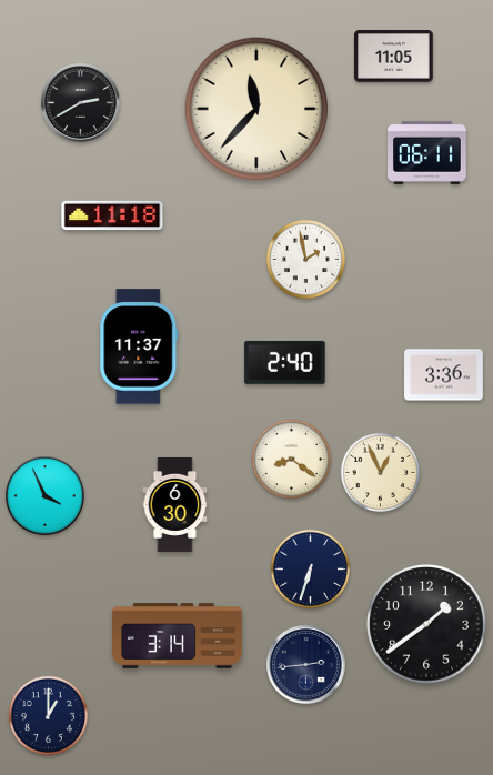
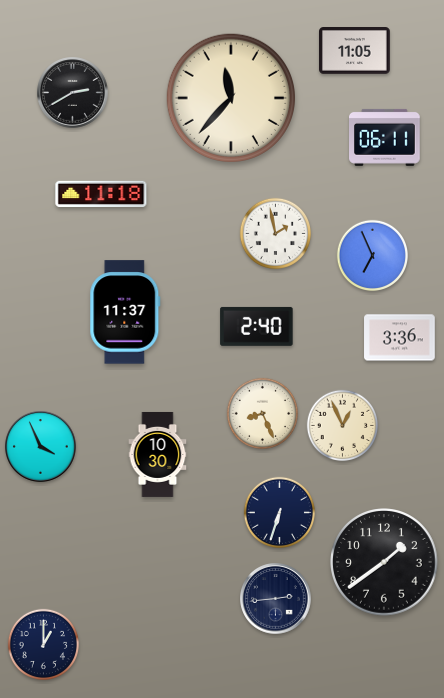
clock at (373, 256): none -> 6:56
clock at (292, 460): 8:21 -> 8:26
clock at (175, 504): 6:30 -> 10:30
clock at (178, 636): 3:14 -> none
